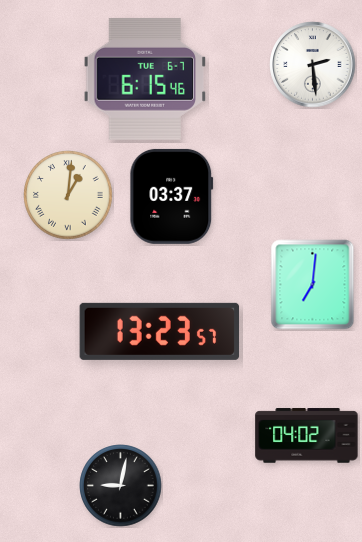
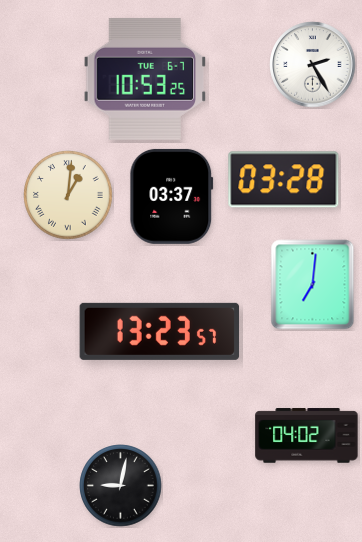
clock at (313, 65): 2:29 -> 2:25
clock at (145, 79): 6:15 -> 10:53
clock at (284, 180): none -> 03:28
